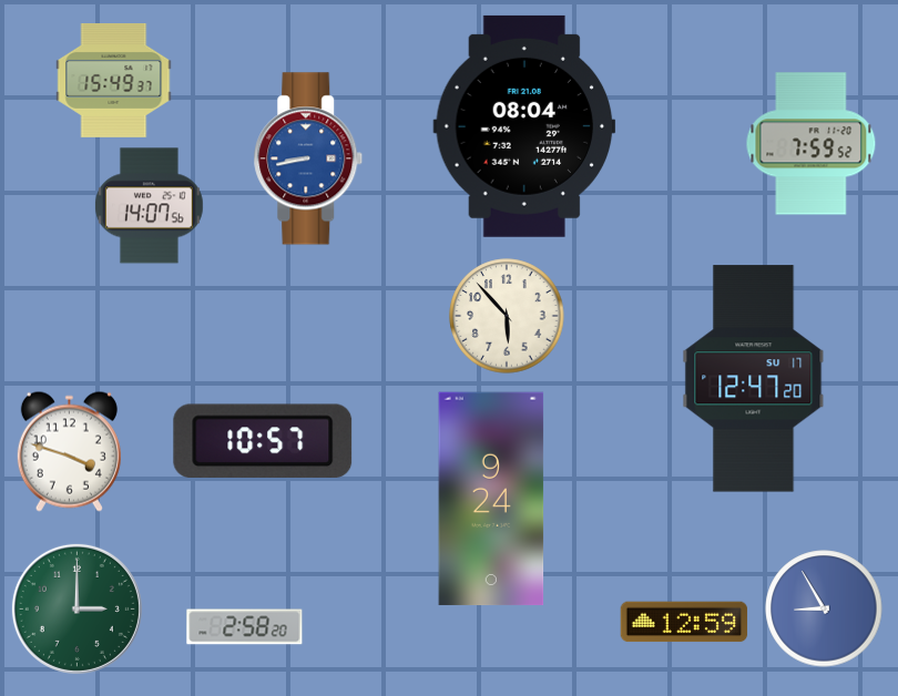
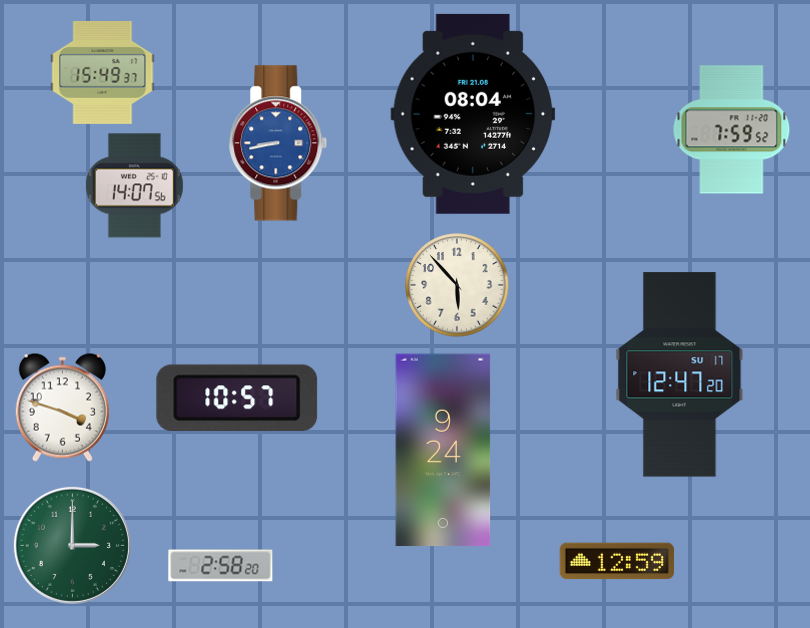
clock at (754, 379) position: (754, 379) -> (680, 375)
clock at (76, 608) position: (76, 608) -> (72, 545)
clock at (824, 608): 8:55 -> none
